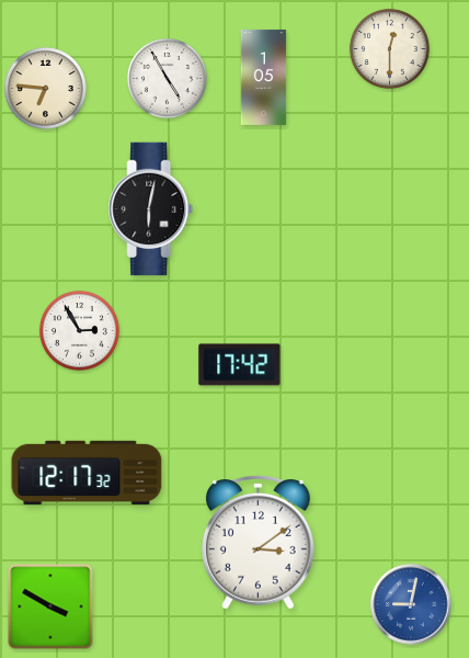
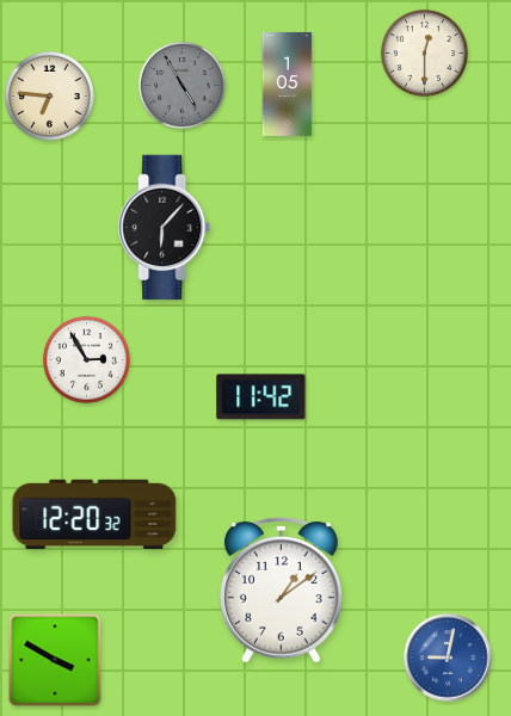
clock at (167, 78) dial: white -> grey
clock at (151, 209): 6:02 -> 6:07
clock at (240, 365): 17:42 -> 11:42
clock at (87, 472): 12:17 -> 12:20
clock at (259, 543): 3:09 -> 1:09
